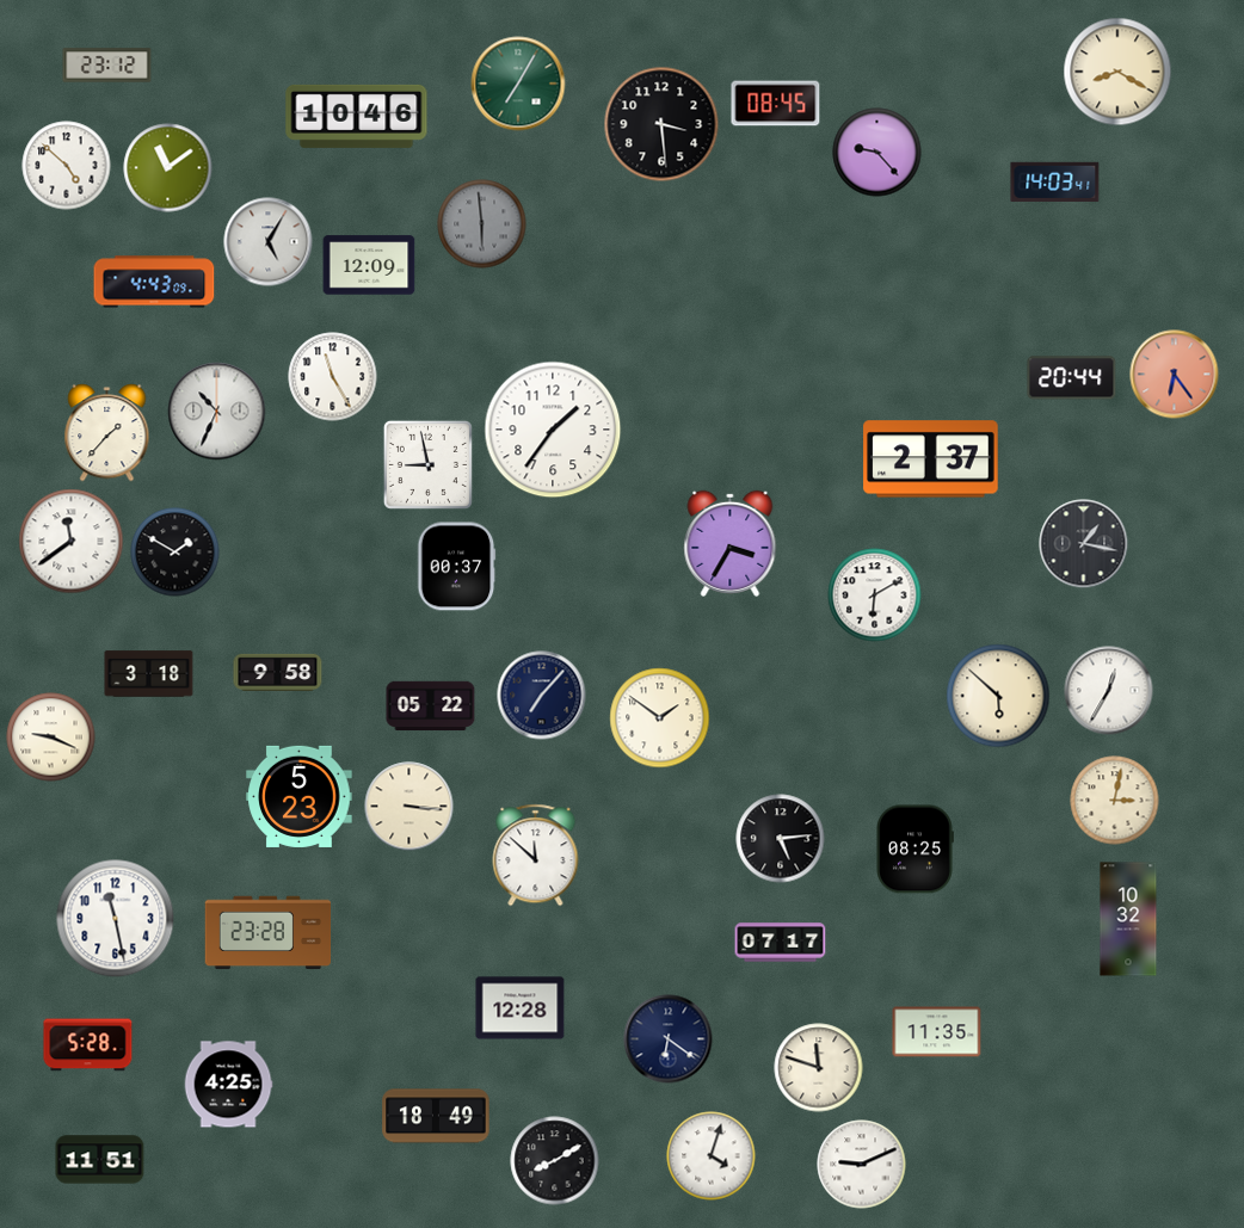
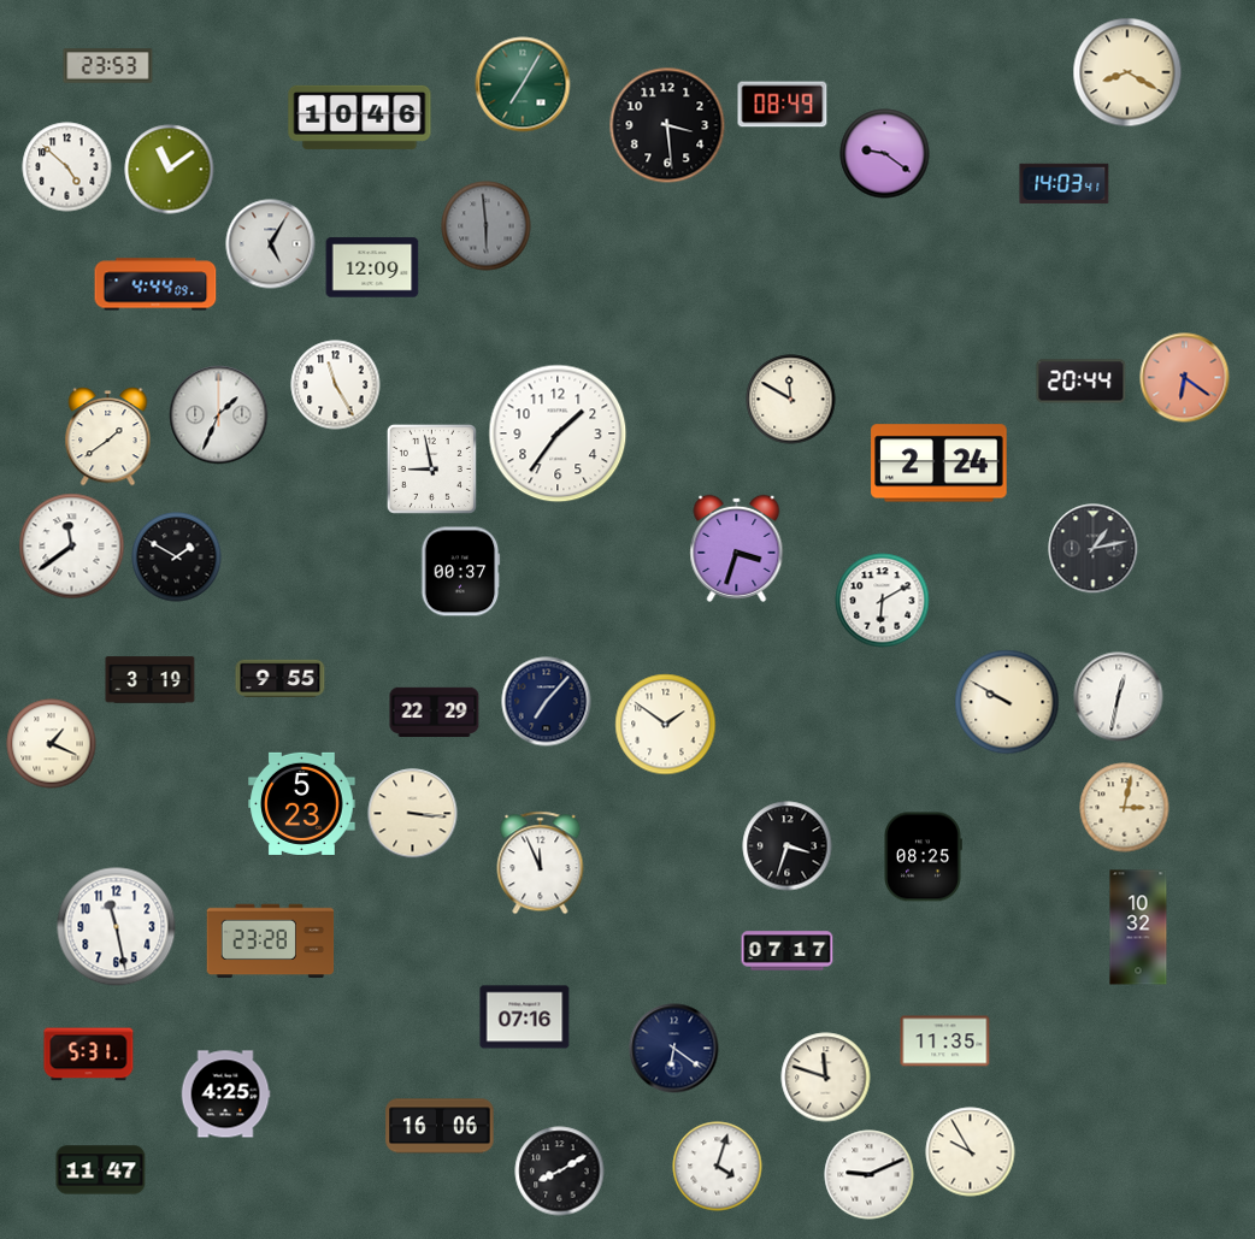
clock at (107, 66): 23:12 -> 23:53
clock at (776, 104): 08:45 -> 08:49
clock at (877, 153): 9:23 -> 9:21
clock at (154, 282): 4:43 -> 4:44
clock at (1175, 375): 6:24 -> 6:21
clock at (333, 377) position: (333, 377) -> (336, 385)
clock at (791, 400): none -> 11:50
clock at (217, 412): 10:34 -> 1:34
clock at (107, 433): 1:37 -> 1:39
clock at (931, 459): 2:37 -> 2:24
clock at (731, 543): 3:35 -> 3:33
clock at (1084, 544): 1:17 -> 1:13
clock at (278, 672): 9:58 -> 9:55
clock at (149, 674): 3:18 -> 3:19
clock at (1109, 691): 12:35 -> 12:32
clock at (998, 696): 5:52 -> 9:50
clock at (431, 706): 05:22 -> 22:29
clock at (51, 738): 9:19 -> 1:19
clock at (781, 839): 5:14 -> 3:33
clock at (536, 856): 11:52 -> 11:56
clock at (521, 1008): 12:28 -> 07:16
clock at (88, 1045): 5:28 -> 5:31
clock at (228, 1085) position: (228, 1085) -> (225, 1095)
clock at (436, 1116): 18:49 -> 16:06
clock at (971, 1152): none -> 9:55
clock at (100, 1160): 11:51 -> 11:47
